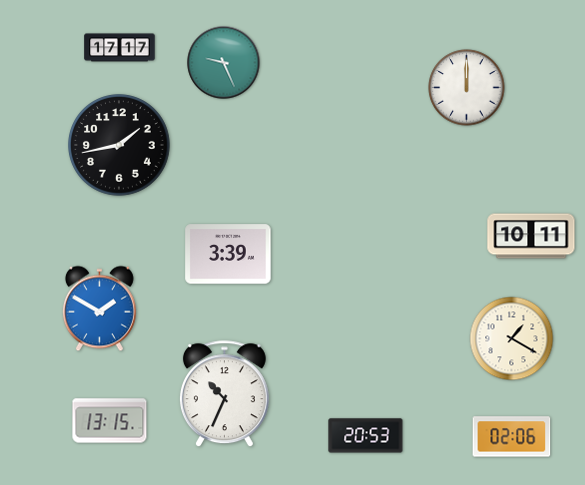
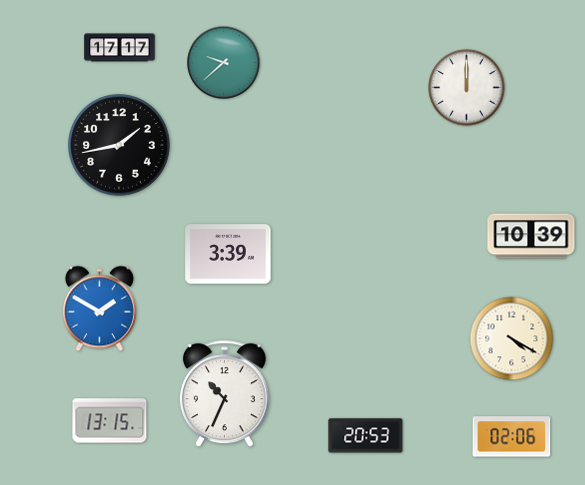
clock at (224, 63): 9:26 -> 9:38
clock at (531, 236): 10:11 -> 10:39
clock at (512, 339): 1:20 -> 4:20
